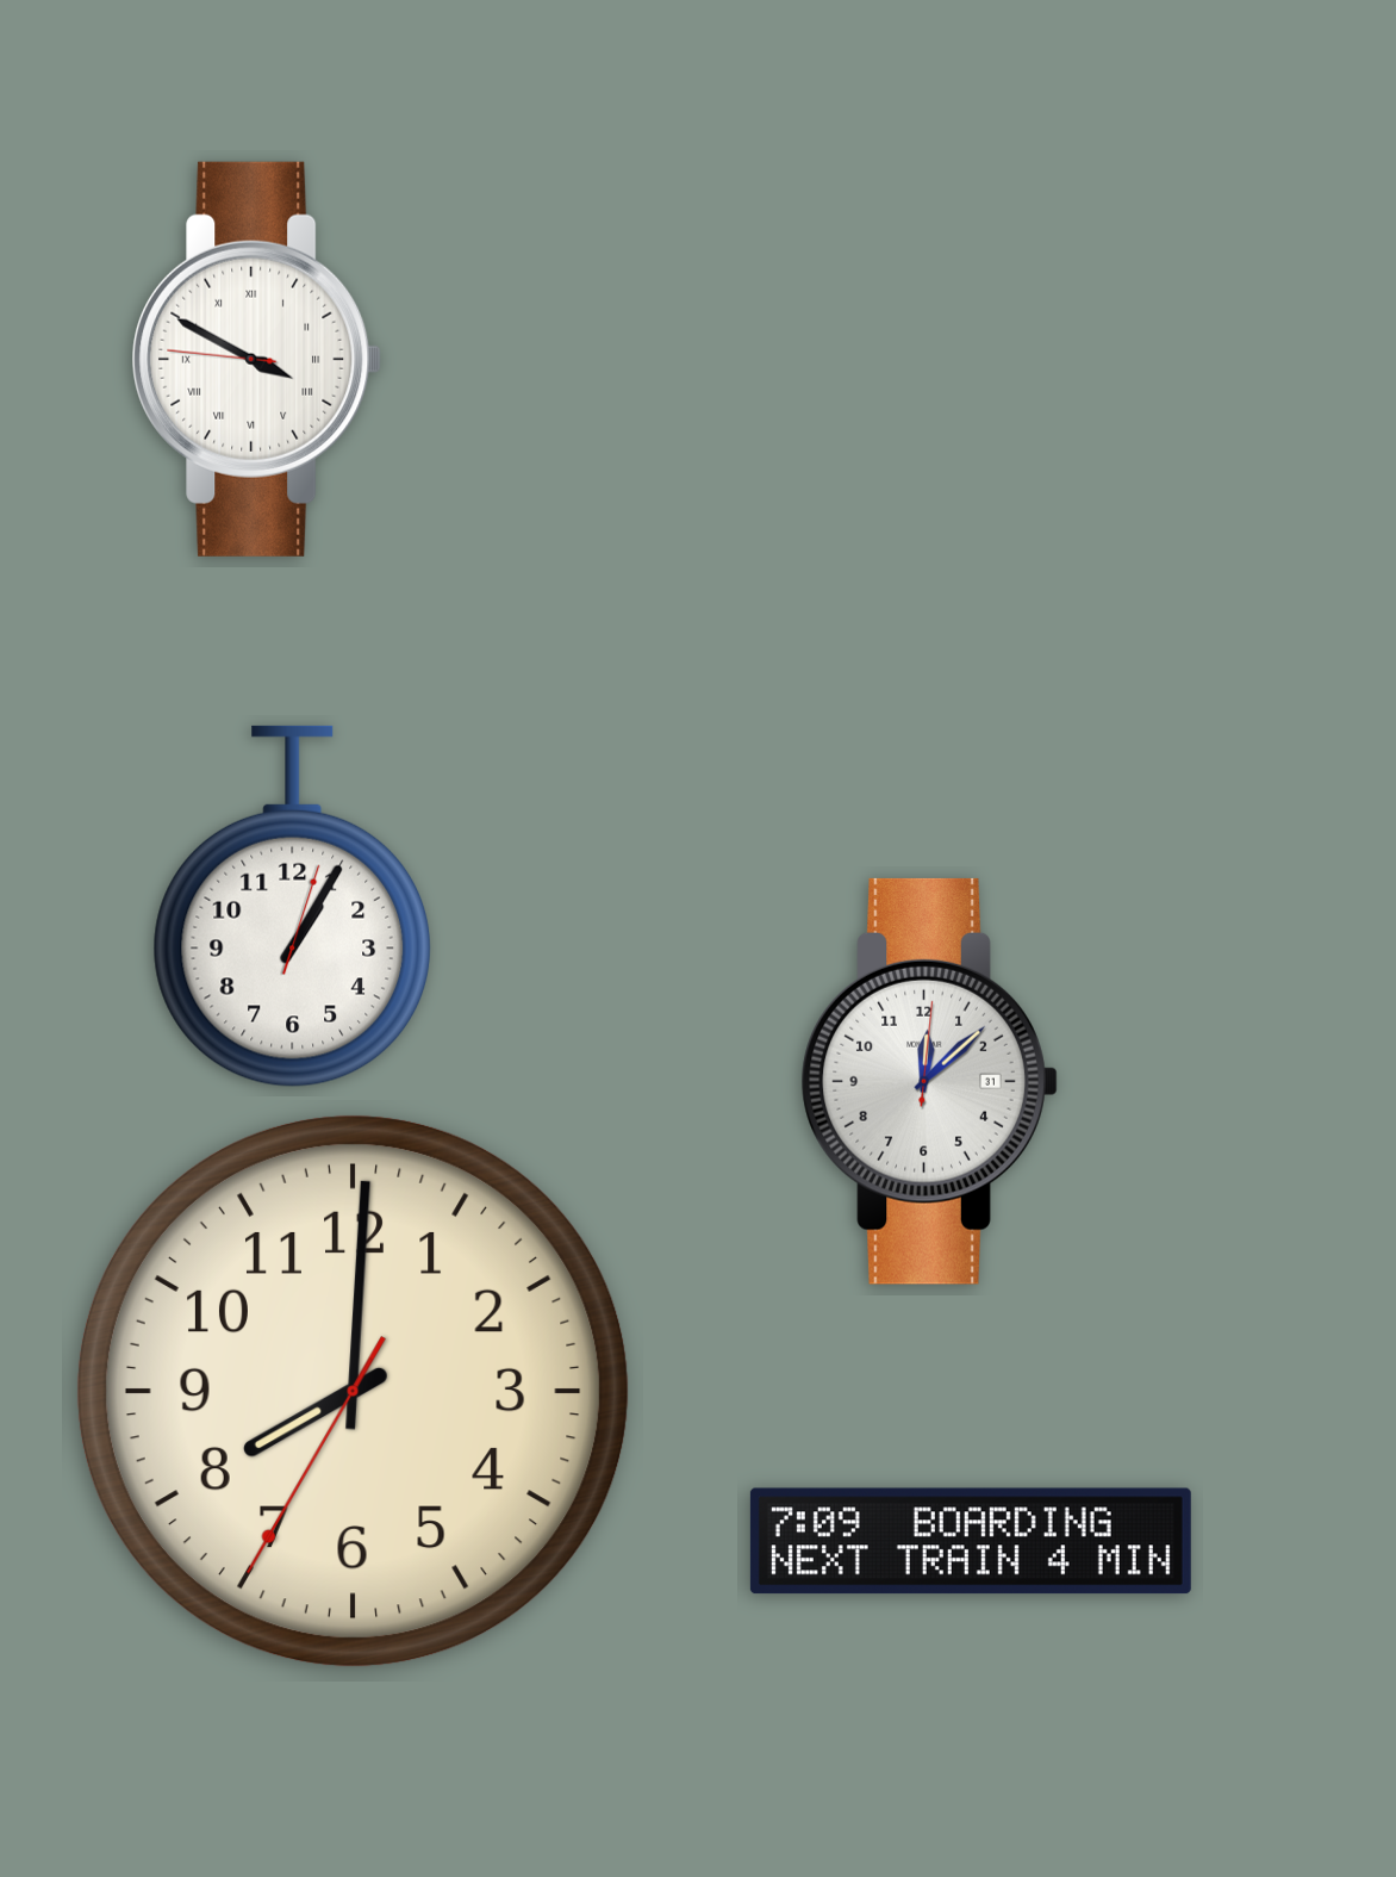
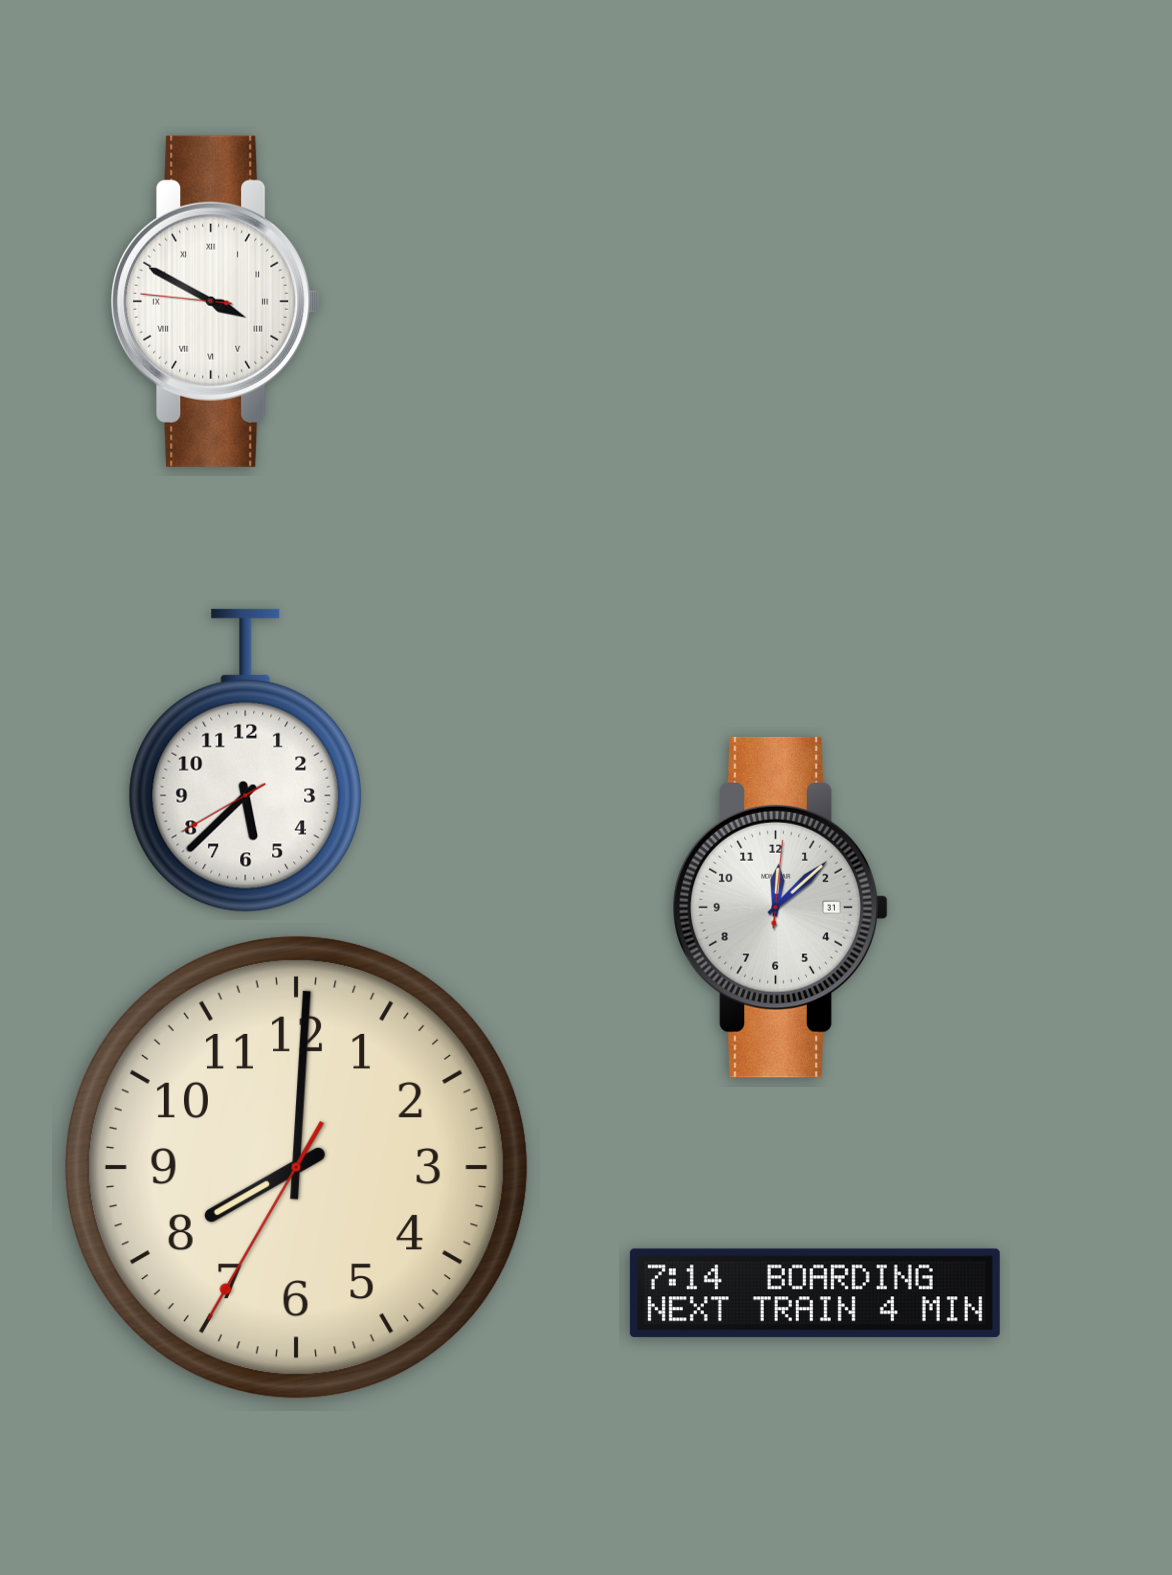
clock at (292, 907): 1:05 -> 5:37
clock at (971, 1541): 7:09 -> 7:14
